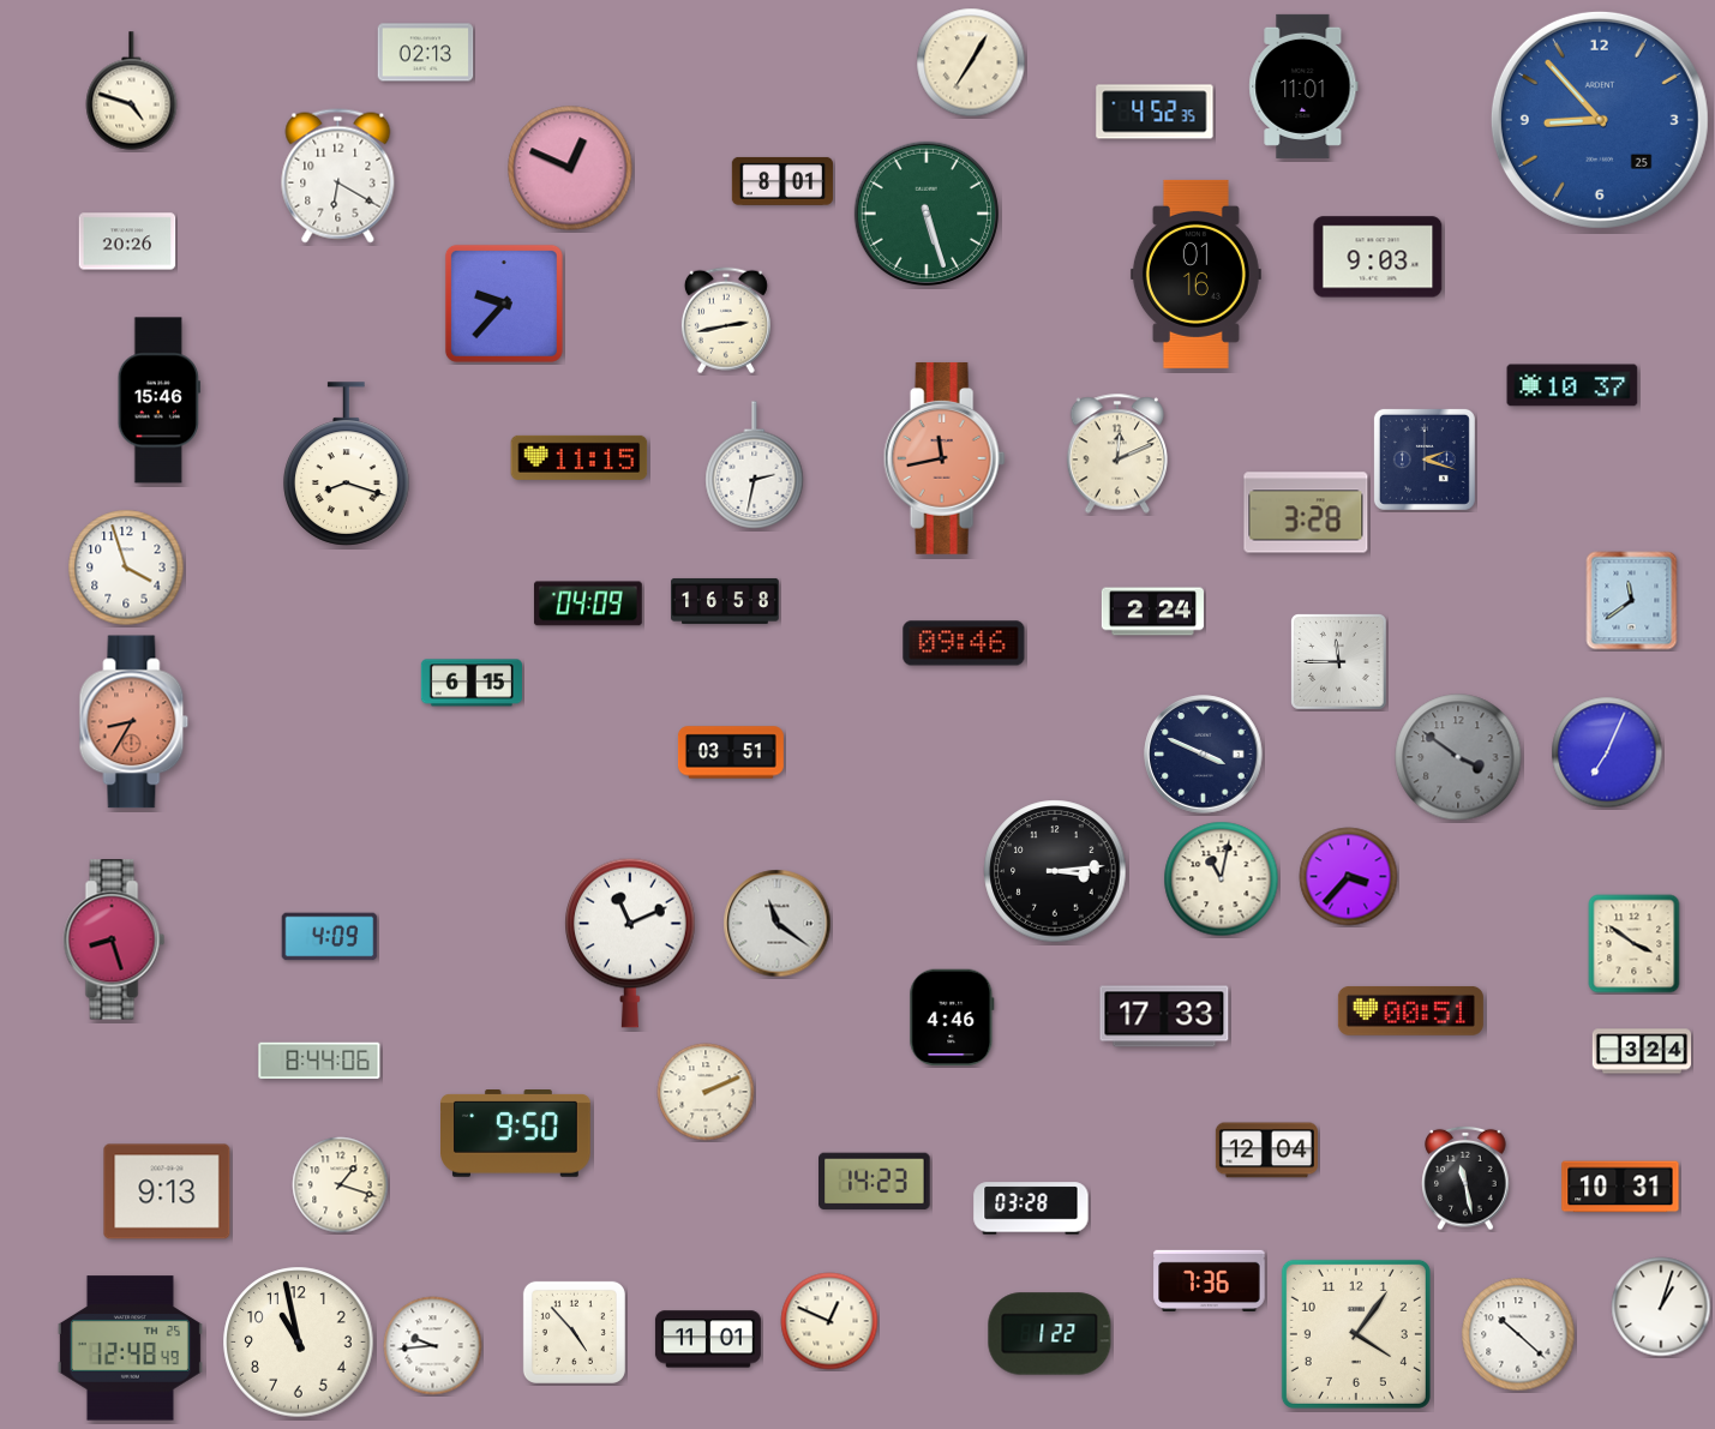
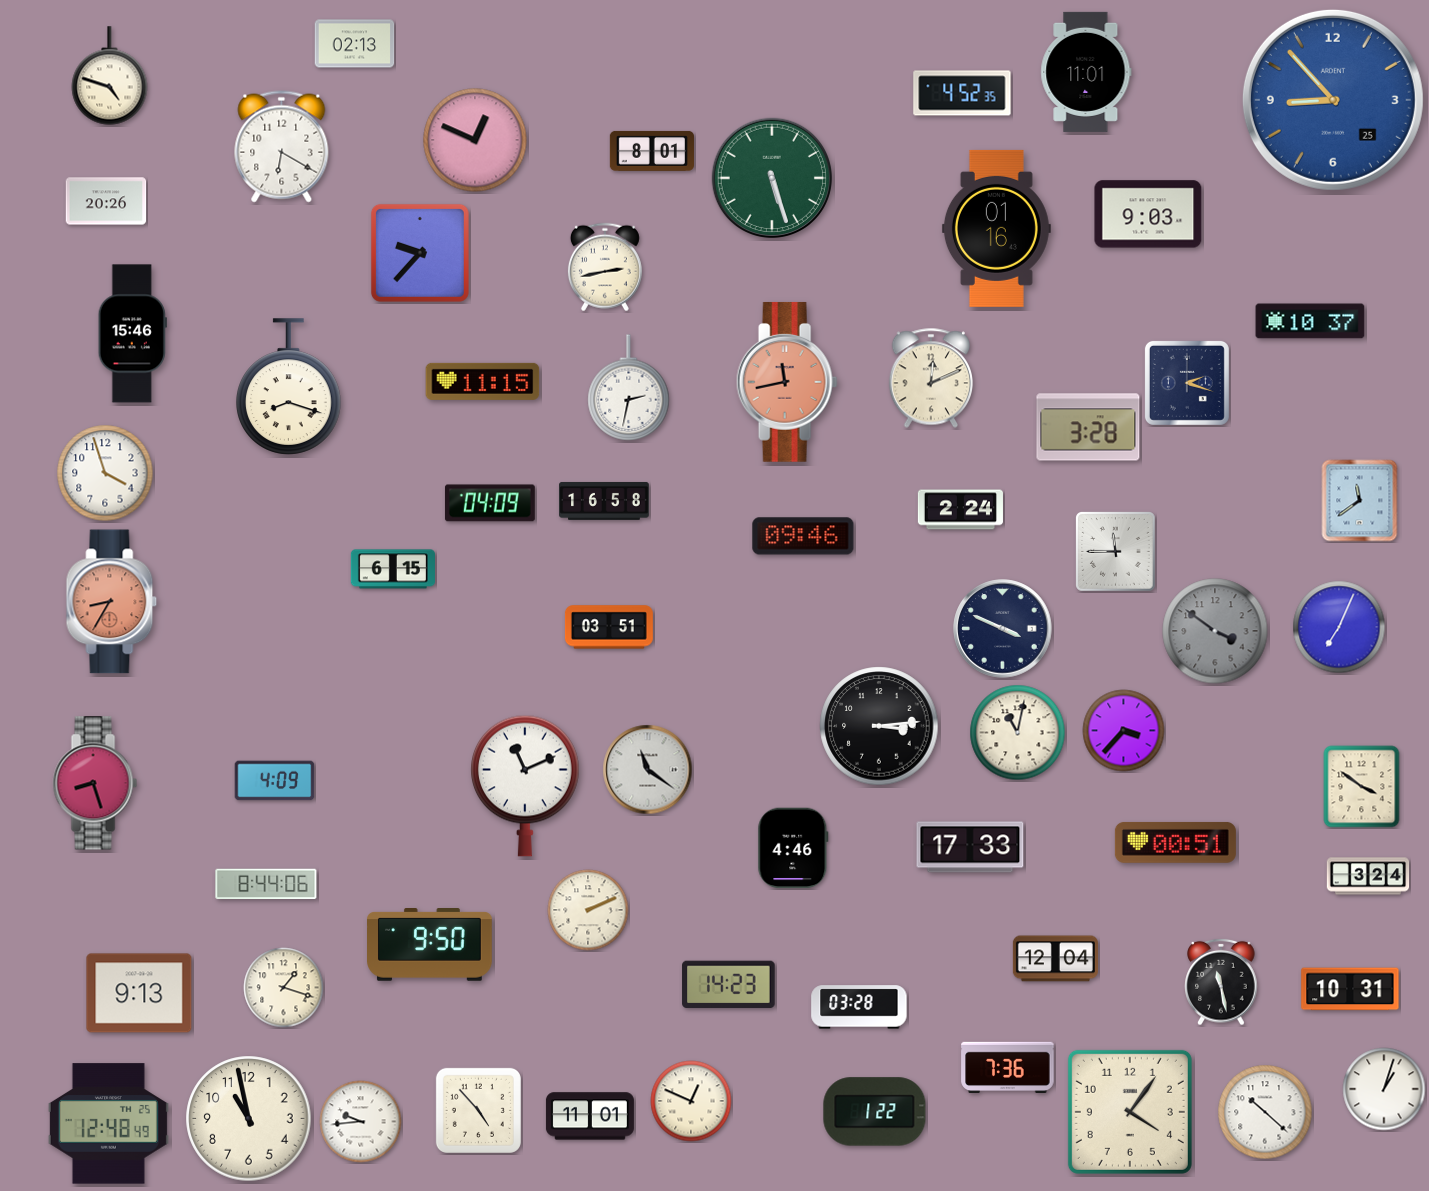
clock at (971, 62): 7:05 -> none
